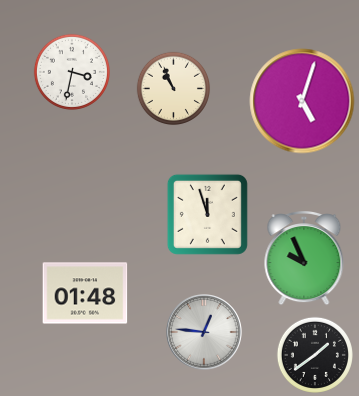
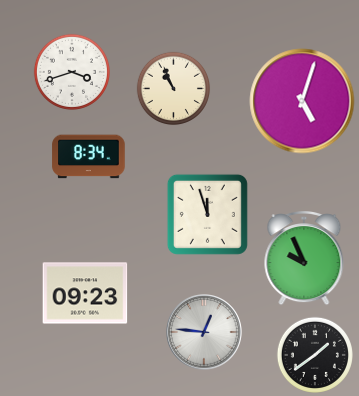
clock at (72, 72): 3:32 -> 3:42
clock at (89, 157): none -> 8:34
clock at (85, 293): 01:48 -> 09:23
